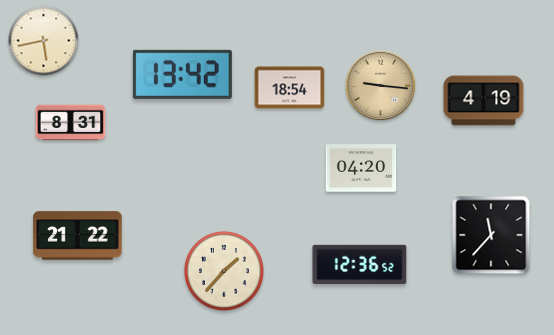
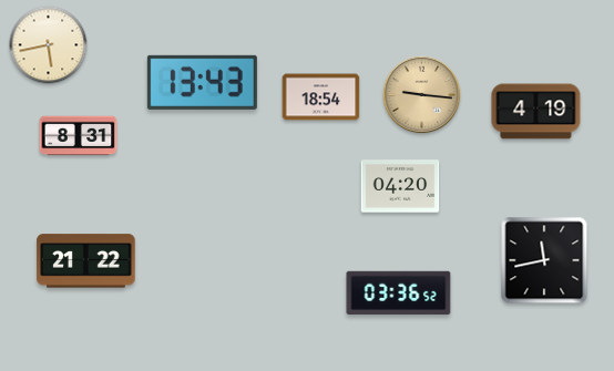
clock at (182, 74): 13:42 -> 13:43
clock at (491, 235): 11:37 -> 11:43
clock at (360, 265): 12:36 -> 03:36
clock at (224, 271): 1:37 -> none
